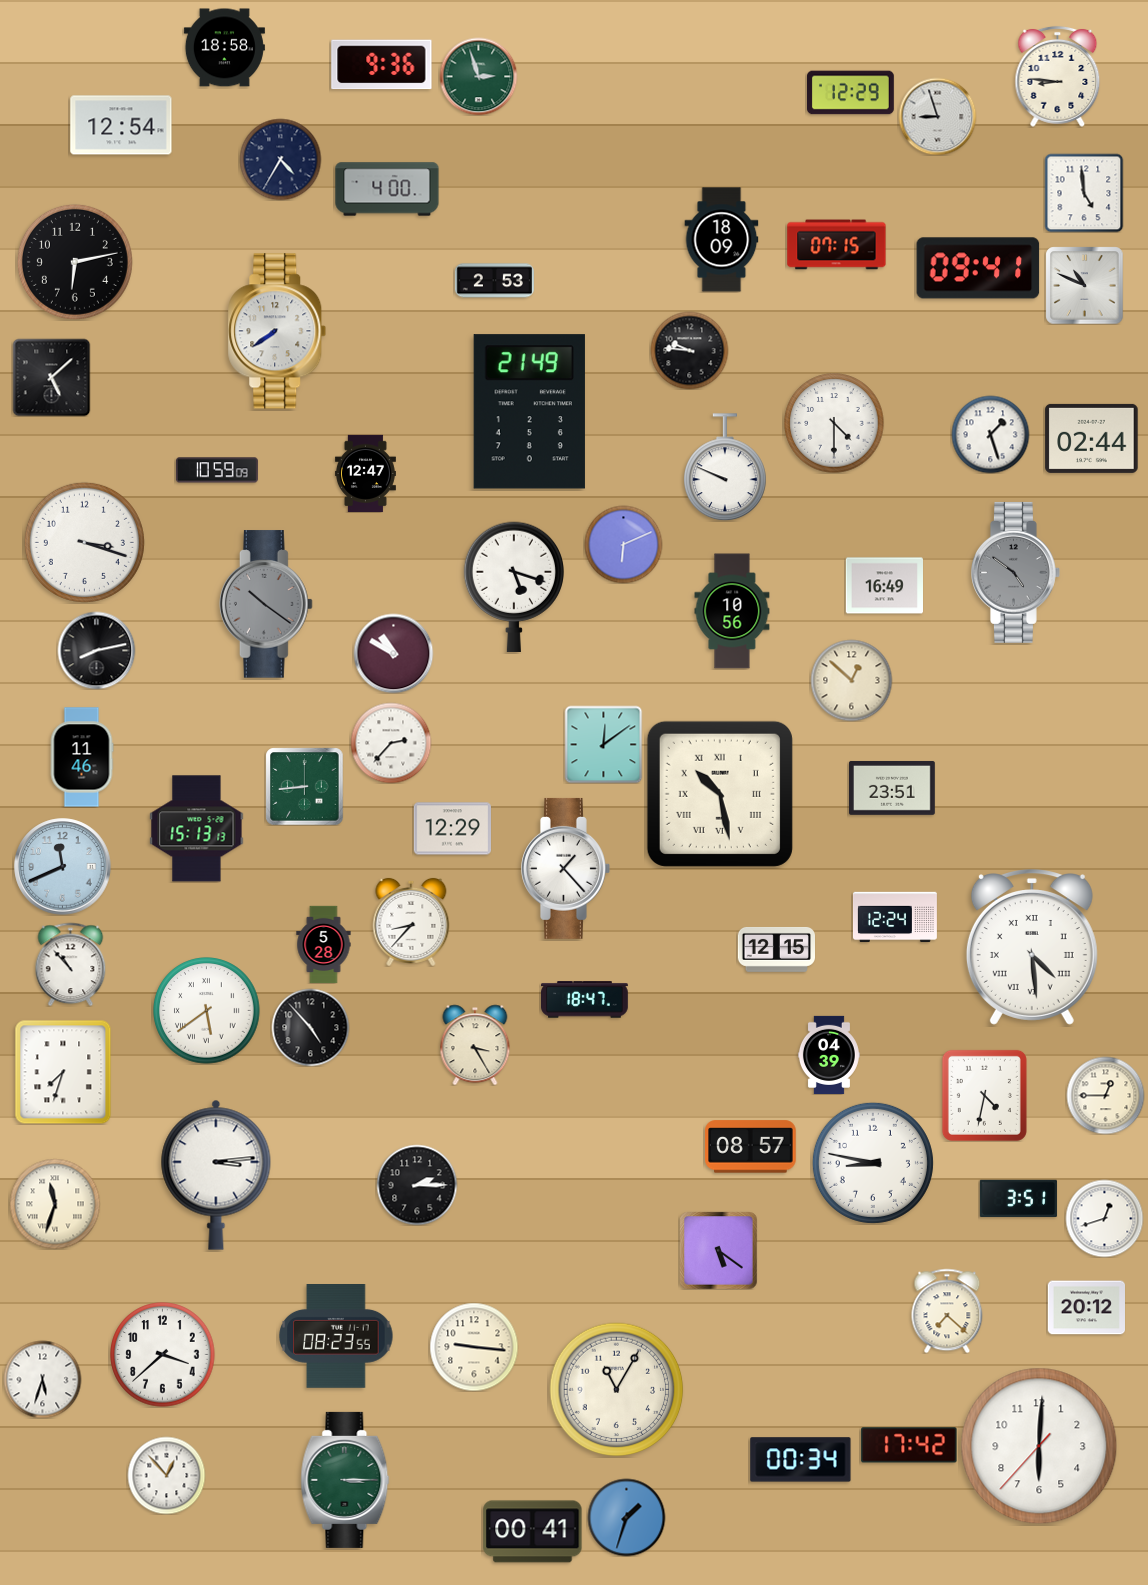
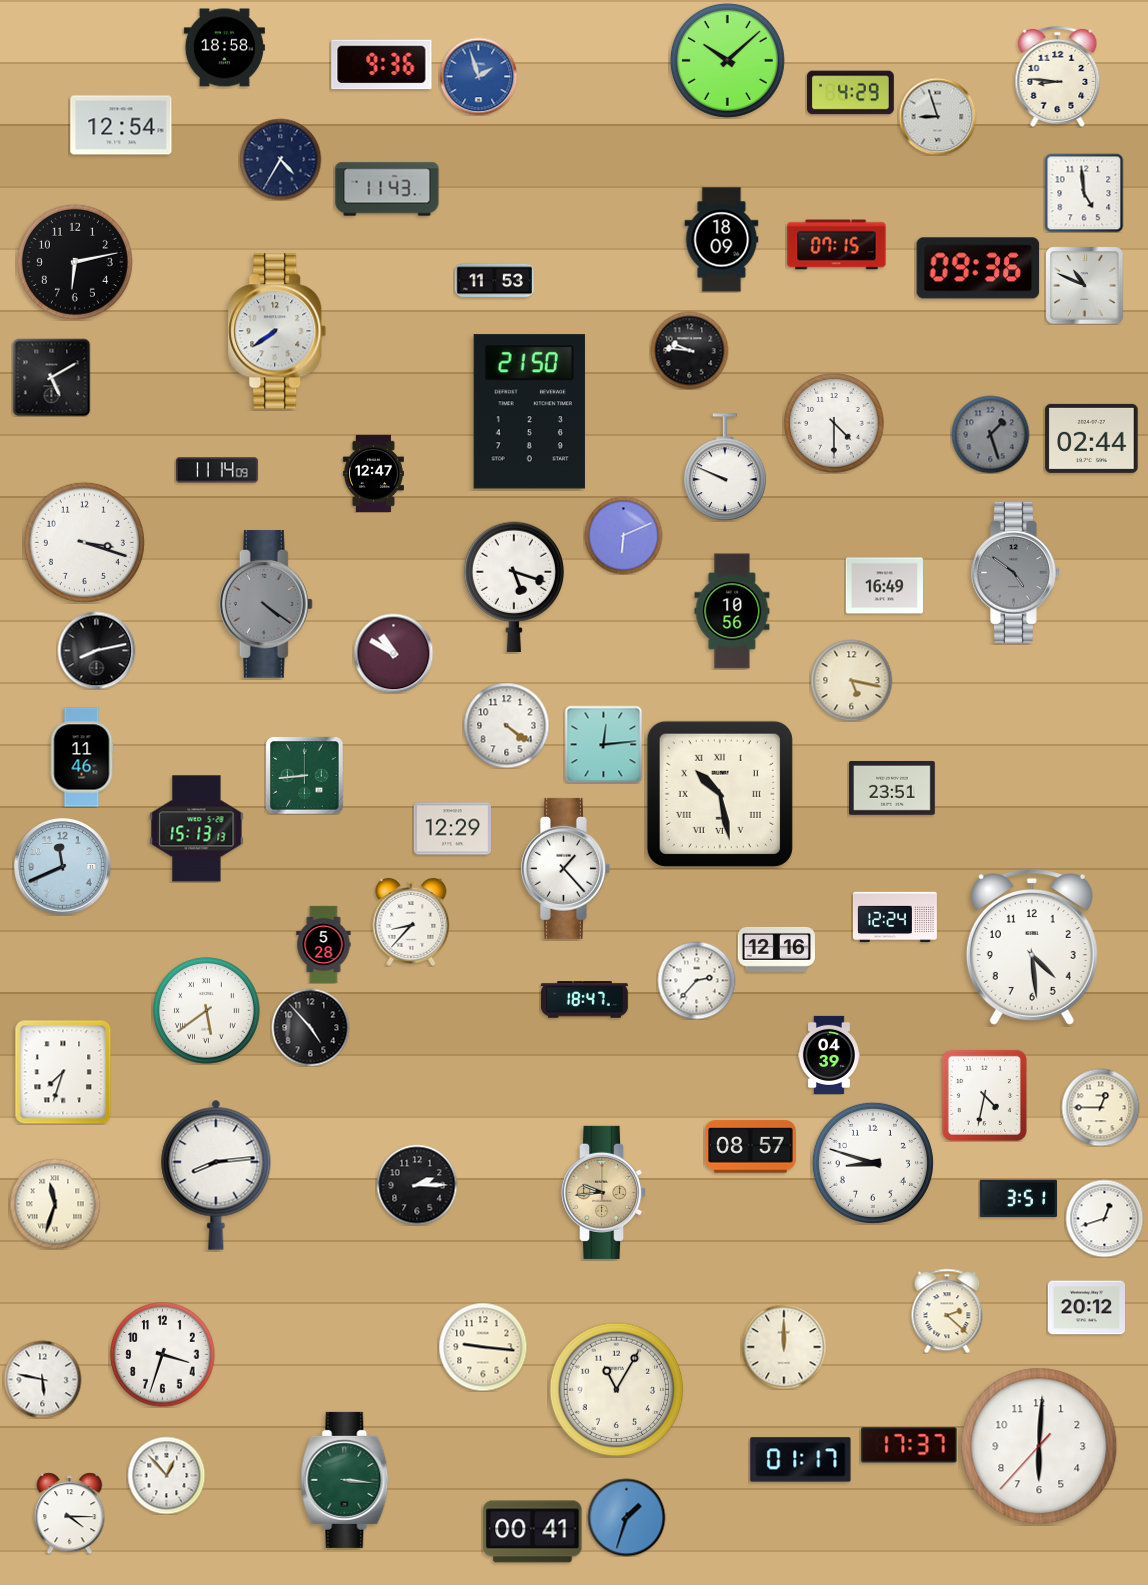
clock at (727, 60): none -> 10:08
clock at (478, 76): 2:57 -> 1:57
clock at (478, 76) dial: green -> blue
clock at (851, 93): 12:29 -> 4:29
clock at (387, 189): 4:00 -> 11:43
clock at (978, 268): 09:41 -> 09:36
clock at (494, 281): 2:53 -> 11:53
clock at (51, 377): 5:08 -> 5:10
clock at (529, 412): 21:49 -> 21:50
clock at (990, 434) dial: white -> grey
clock at (217, 470): 10:59 -> 11:14
clock at (365, 473) position: (365, 473) -> (373, 473)
clock at (623, 544) position: (623, 544) -> (623, 535)
clock at (266, 604): 10:21 -> 4:21
clock at (851, 680): 12:52 -> 5:17
clock at (506, 725): none -> 4:21
clock at (391, 743): 2:37 -> none
clock at (603, 744): 12:09 -> 12:14
clock at (304, 786) position: (304, 786) -> (304, 775)
clock at (1032, 947) numerals: Roman -> Arabic
clock at (776, 949): 12:15 -> 12:16
clock at (71, 964): 10:53 -> none
clock at (696, 980): none -> 2:37
clock at (475, 1045): 3:25 -> none
clock at (1105, 1095) position: (1105, 1095) -> (1100, 1107)
clock at (873, 1163): 8:47 -> 8:48
clock at (216, 1175): 3:14 -> 8:14
clock at (604, 1192): none -> 9:44
clock at (718, 1250): 5:21 -> none
clock at (947, 1311): 7:22 -> 2:22
clock at (336, 1337): 08:23 -> none
clock at (474, 1347) position: (474, 1347) -> (483, 1347)
clock at (784, 1347): none -> 12:00
clock at (163, 1355): 3:38 -> 3:33
clock at (42, 1379): 5:33 -> 5:47
clock at (909, 1445): 17:42 -> 17:37
clock at (801, 1460): 00:34 -> 01:17
clock at (345, 1480): 3:15 -> 3:16
clock at (70, 1513): none -> 4:15
